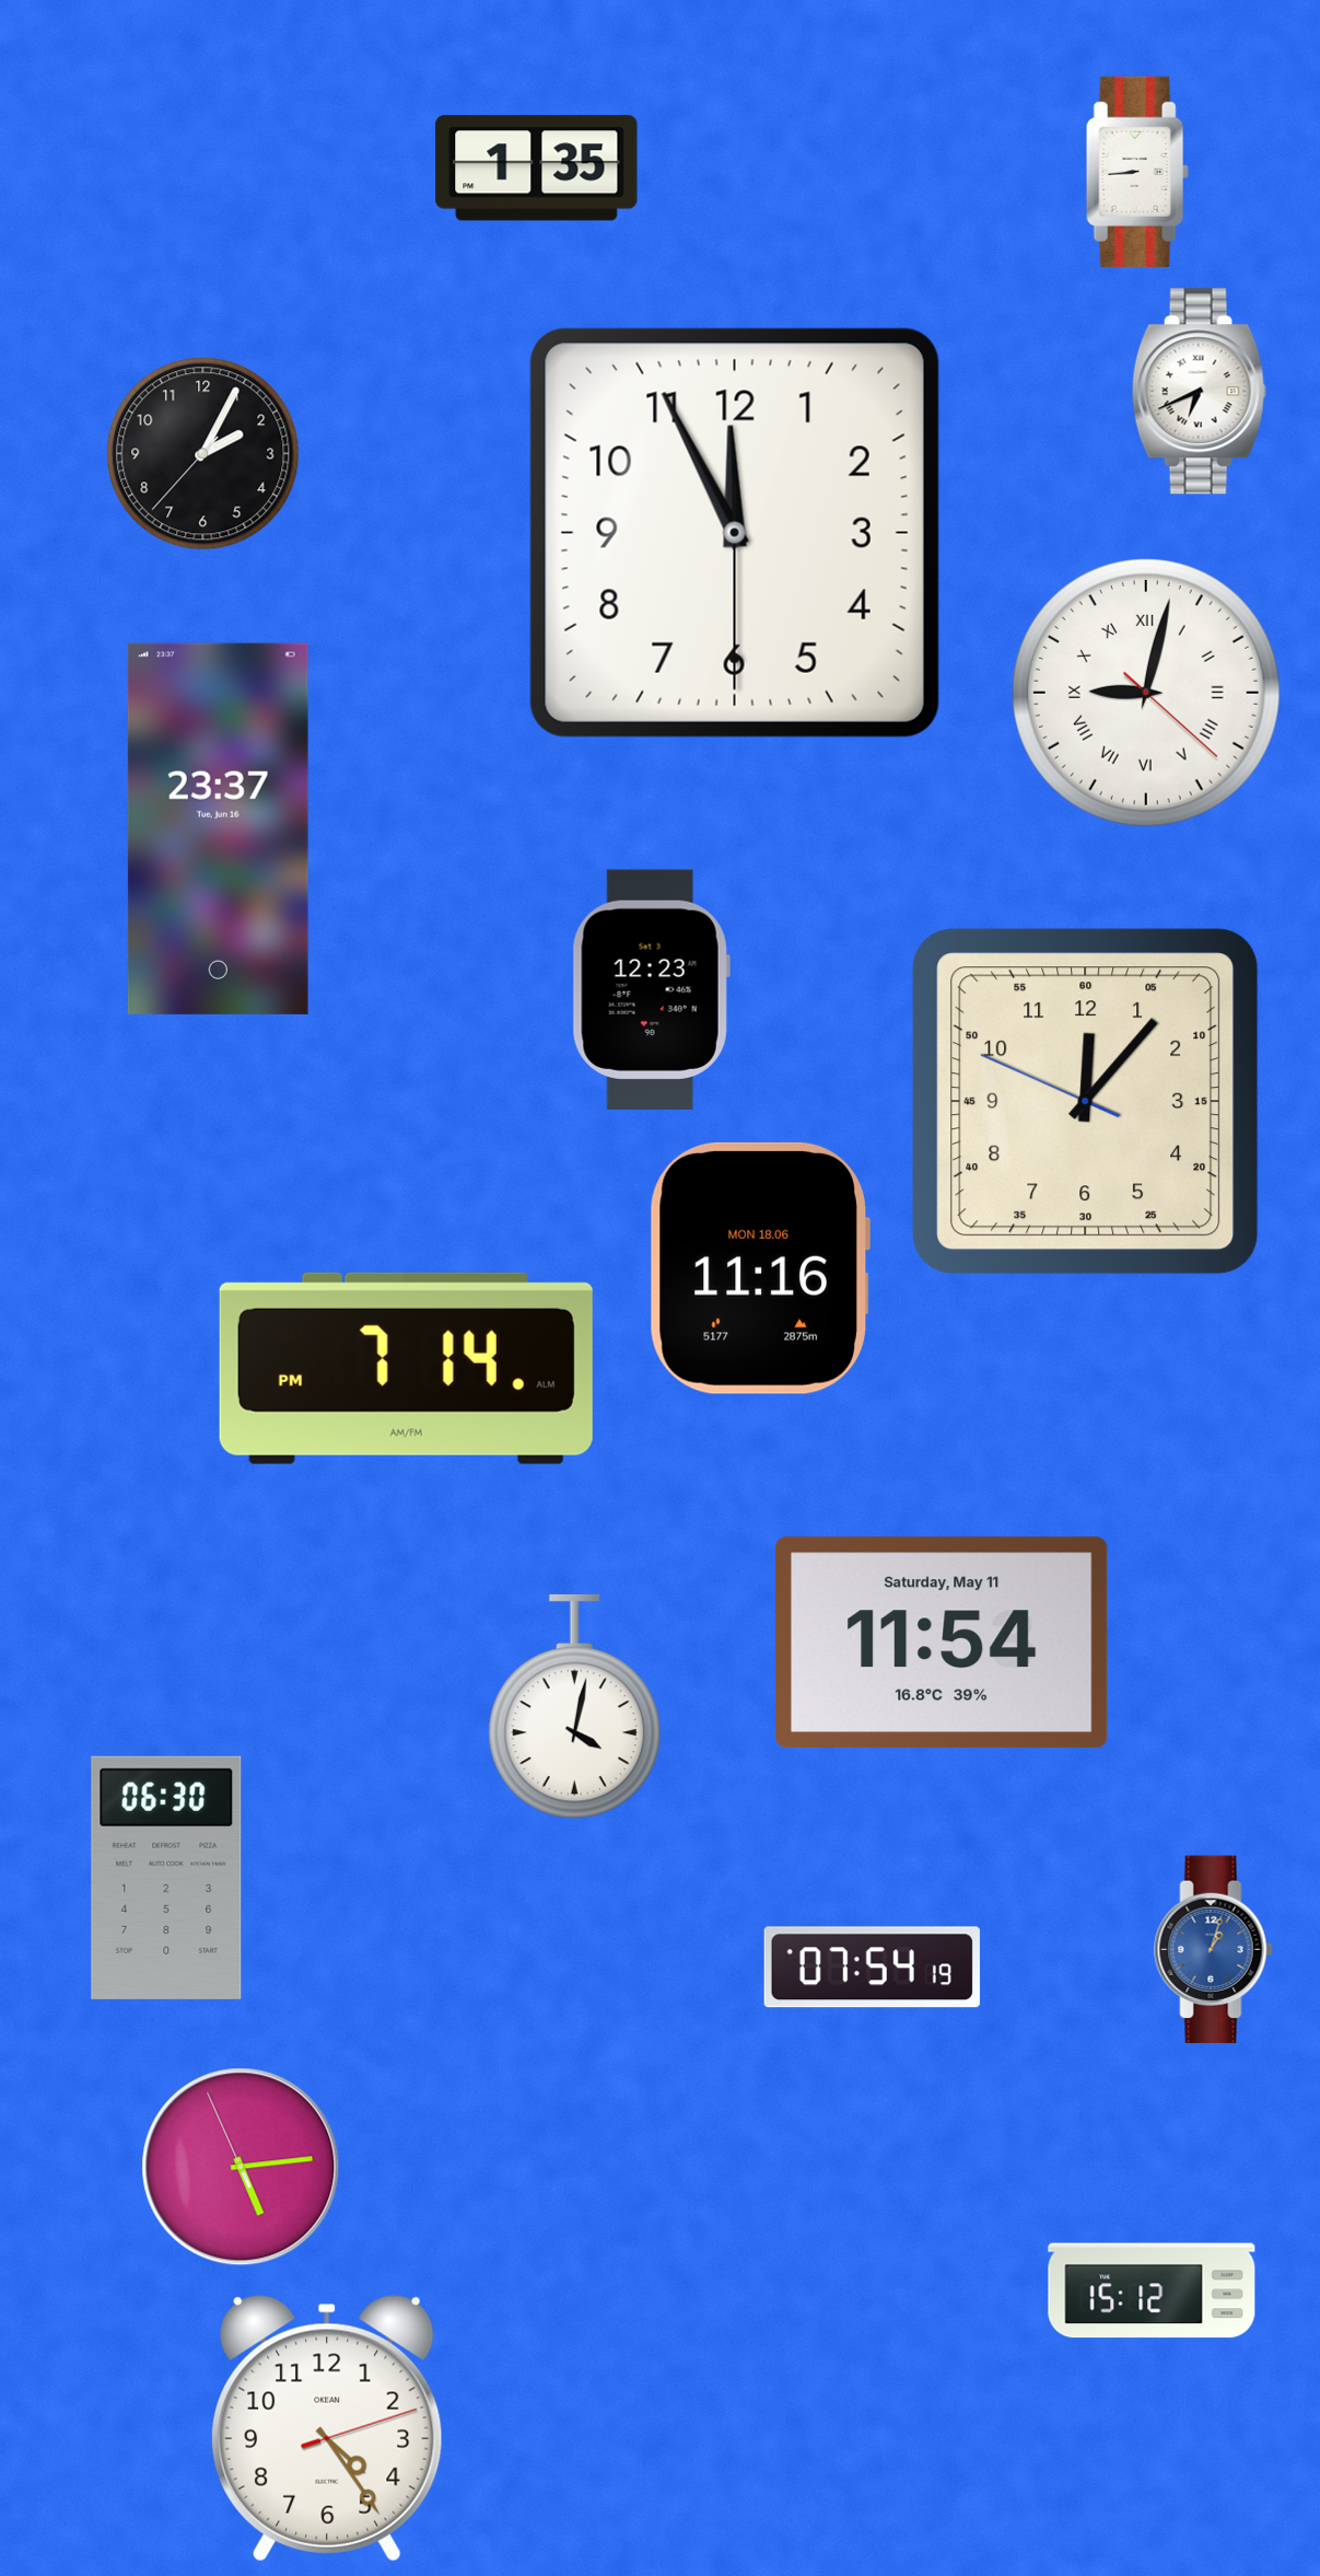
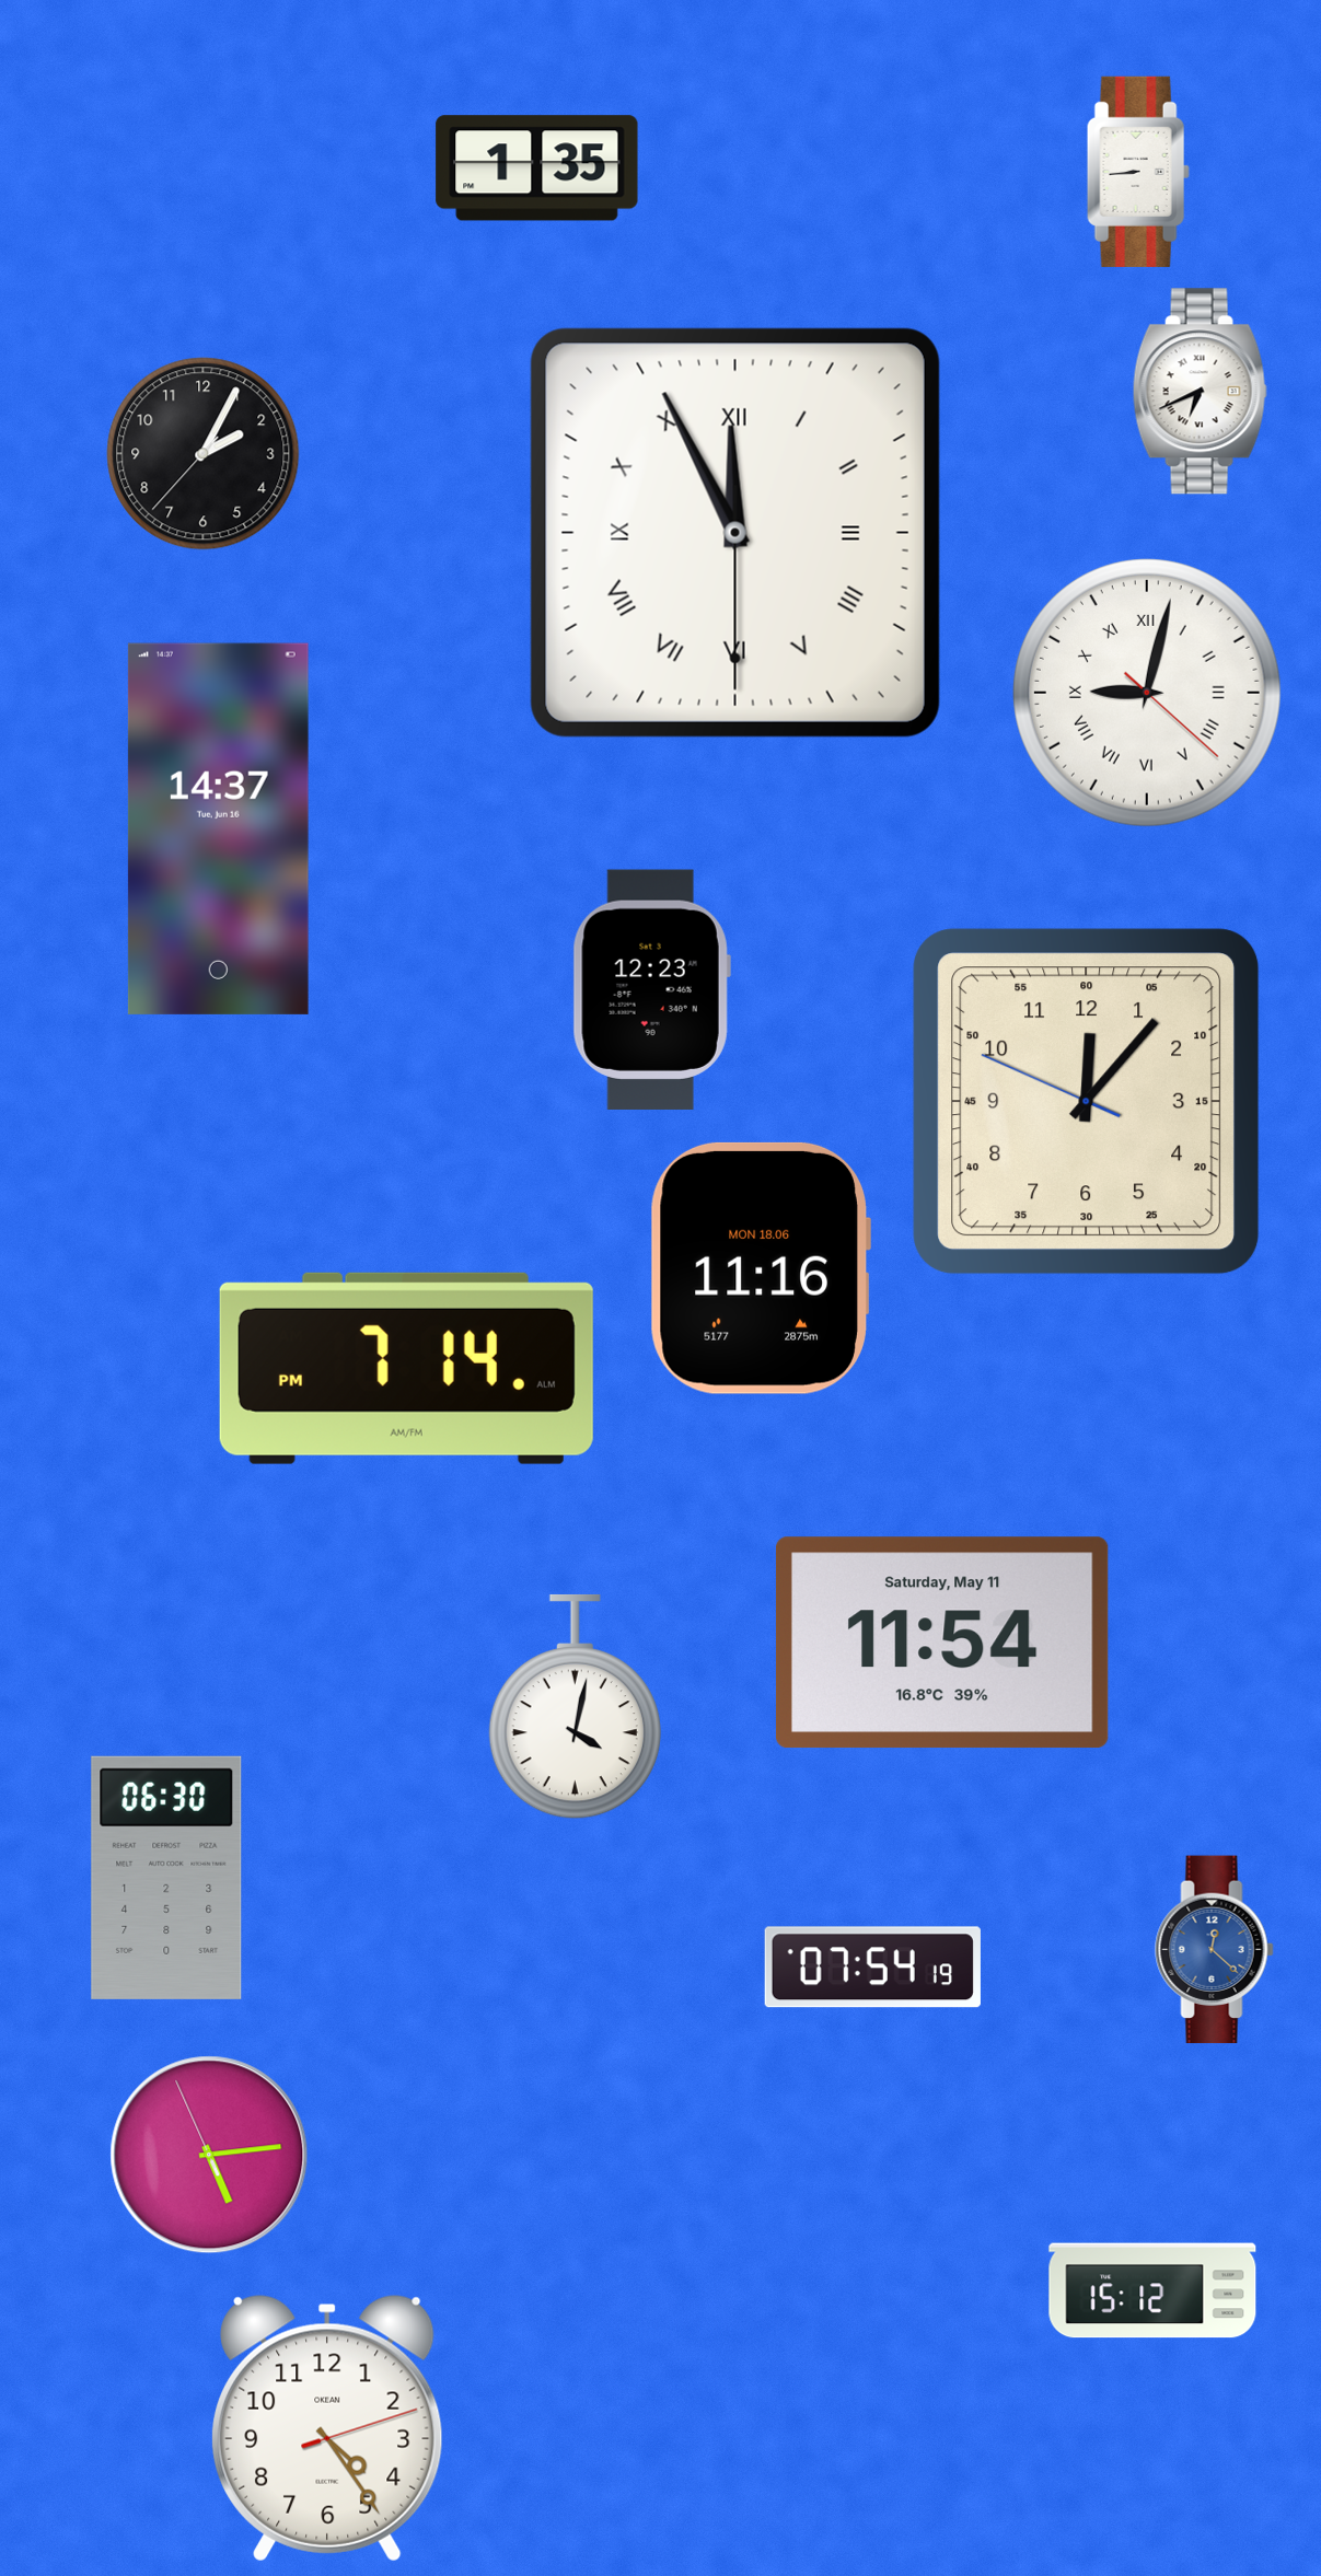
clock at (735, 533) numerals: Arabic -> Roman
clock at (218, 828): 23:37 -> 14:37
clock at (1214, 1950): 1:03 -> 12:22
clock at (241, 2167) position: (241, 2167) -> (209, 2155)
